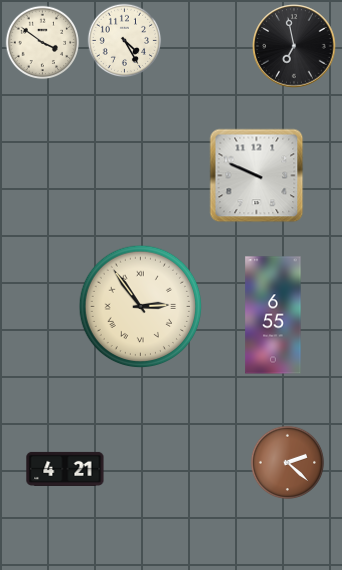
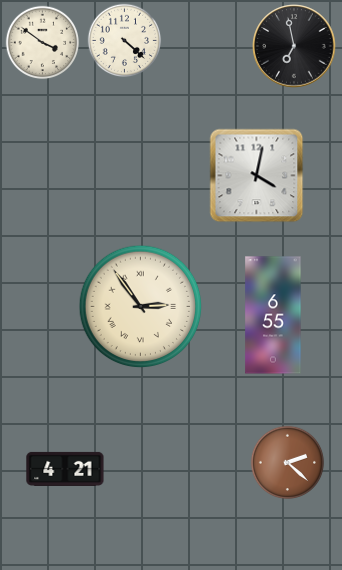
clock at (125, 41): 4:25 -> 4:22
clock at (257, 176): 9:49 -> 4:02
